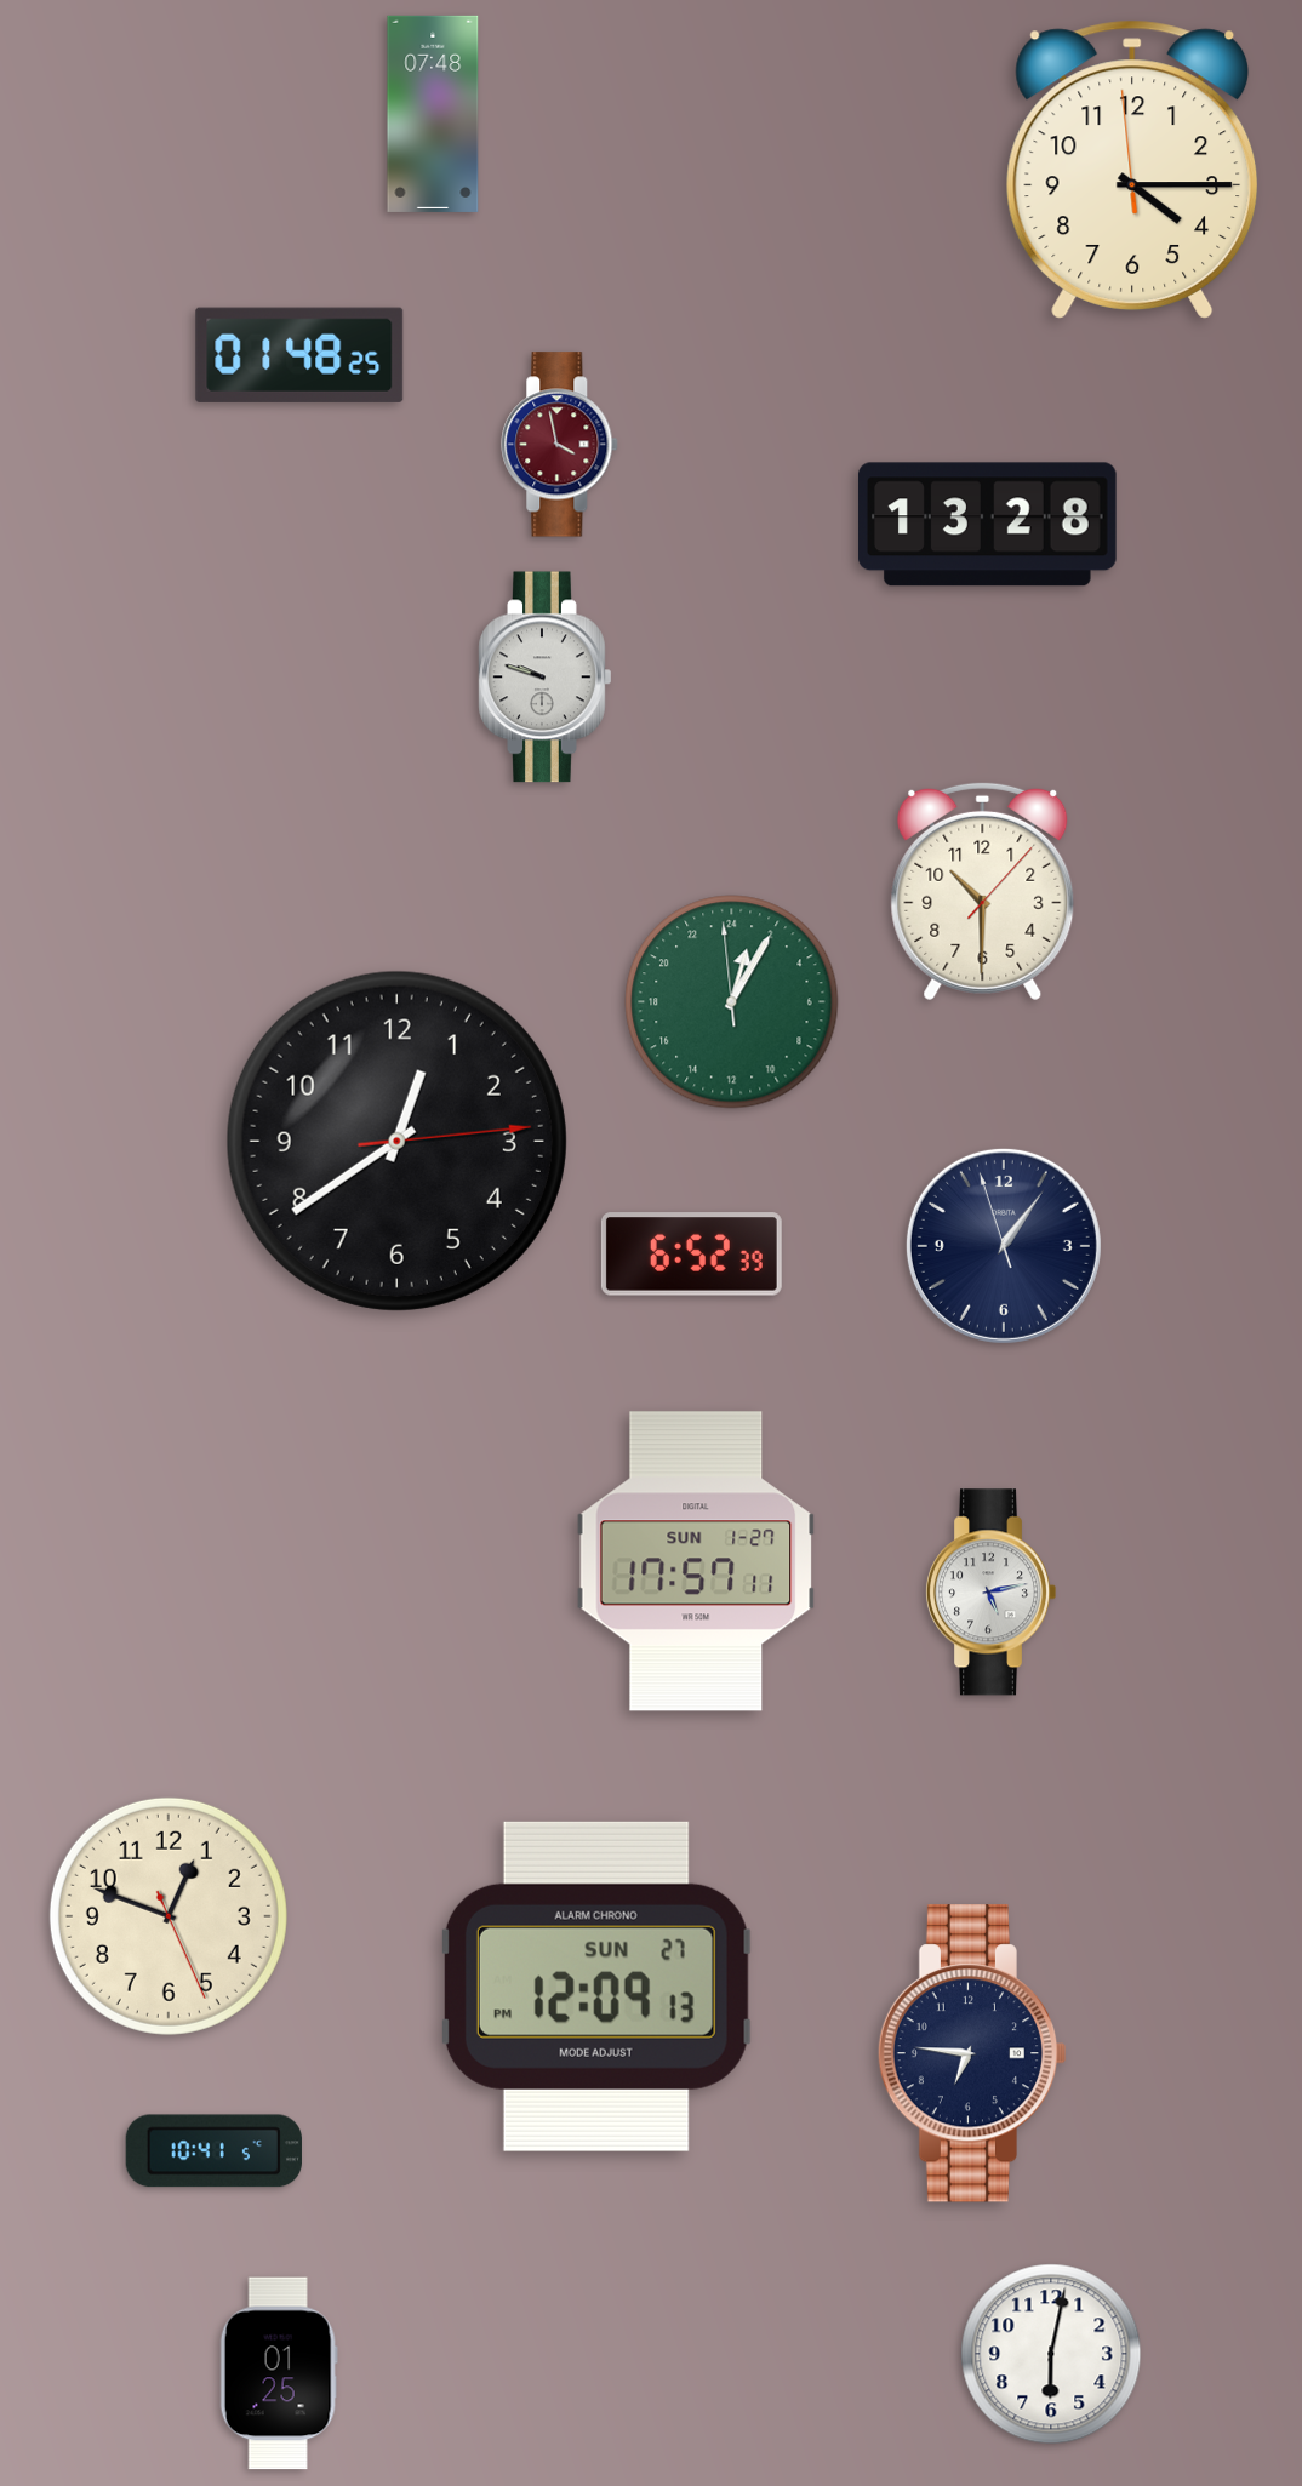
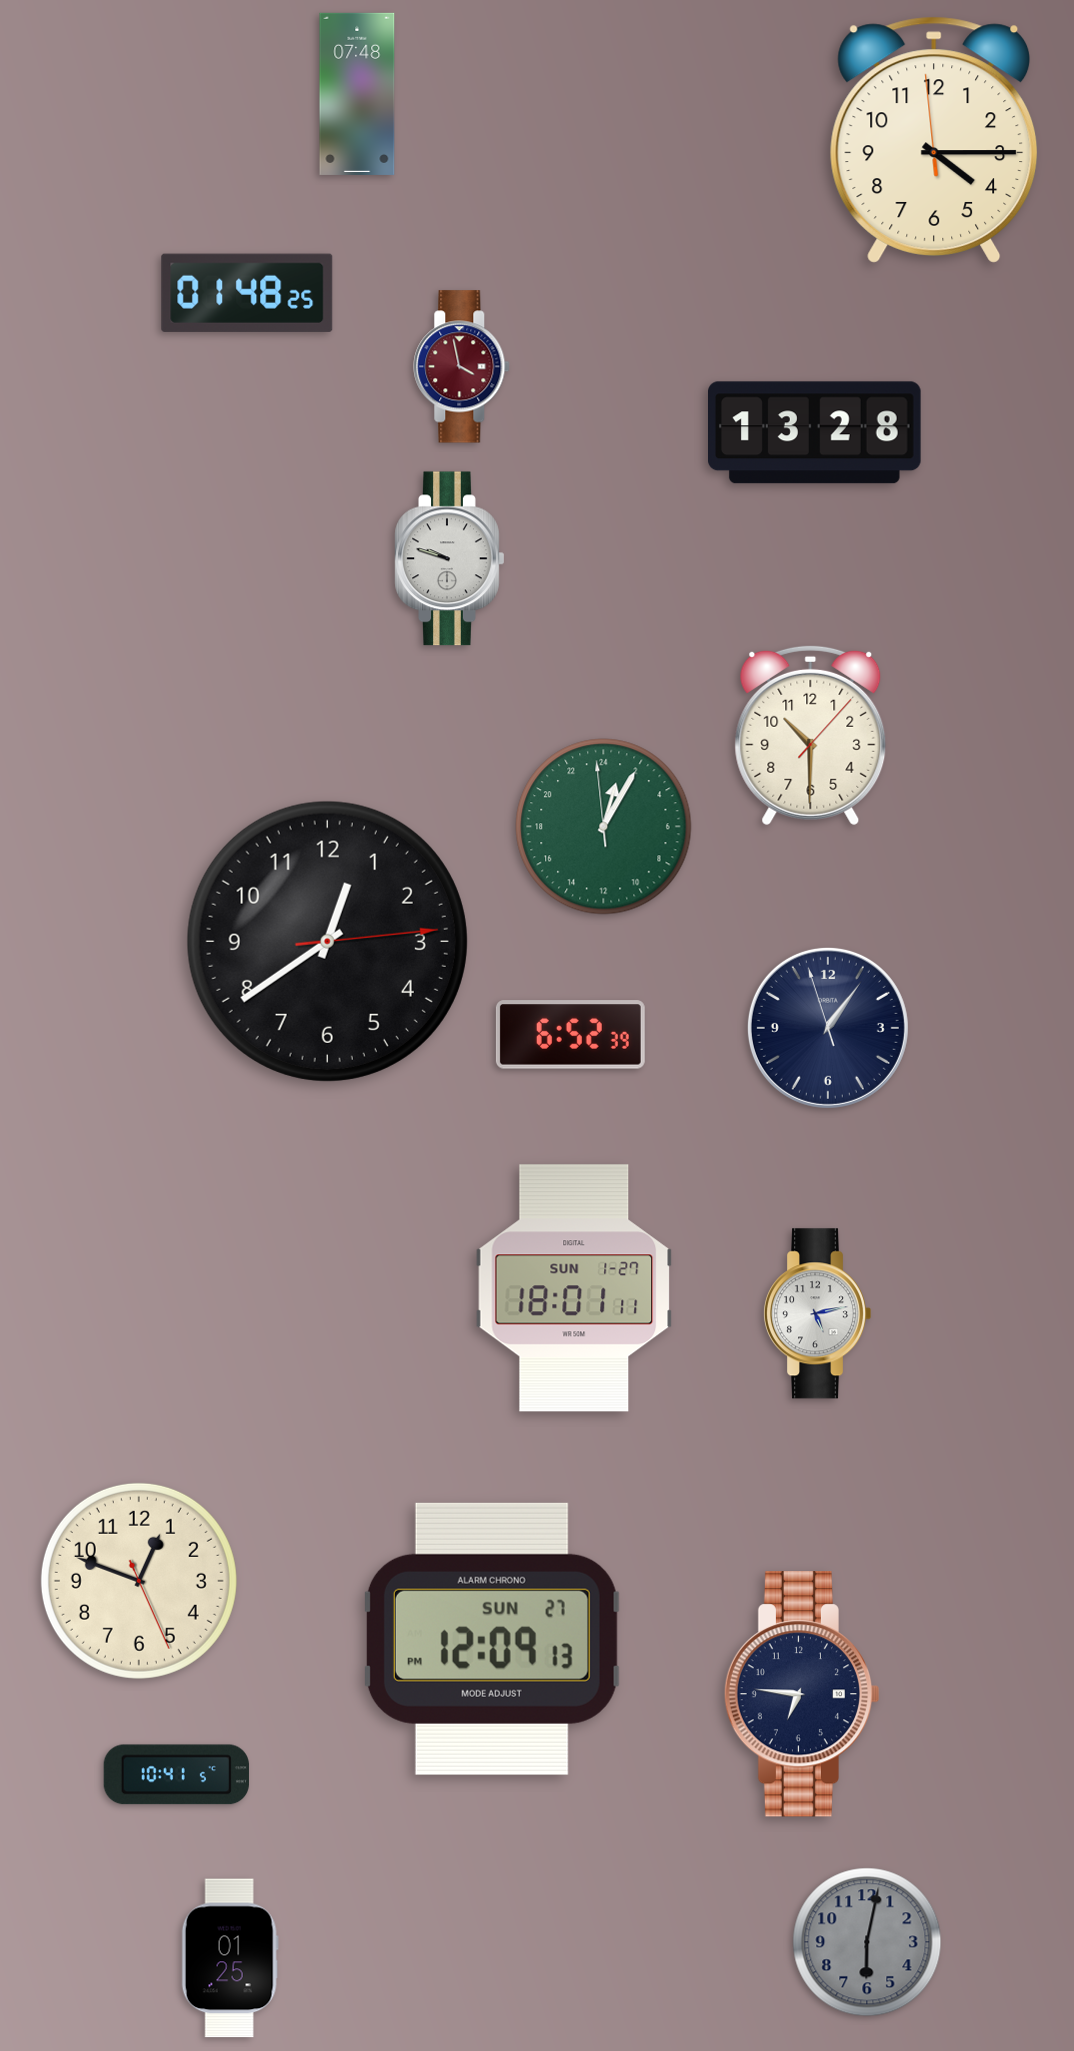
clock at (696, 1561): 17:57 -> 18:01
clock at (1051, 2354) dial: white -> grey
